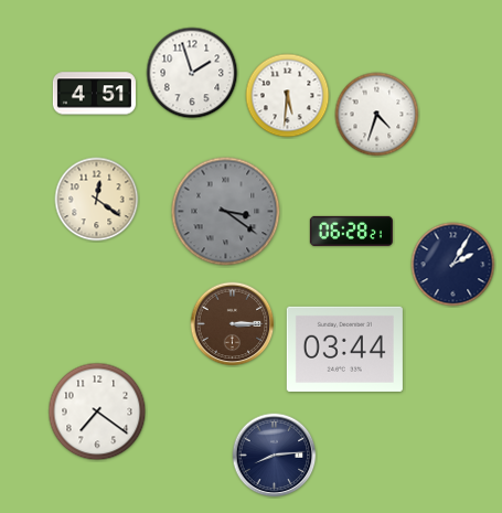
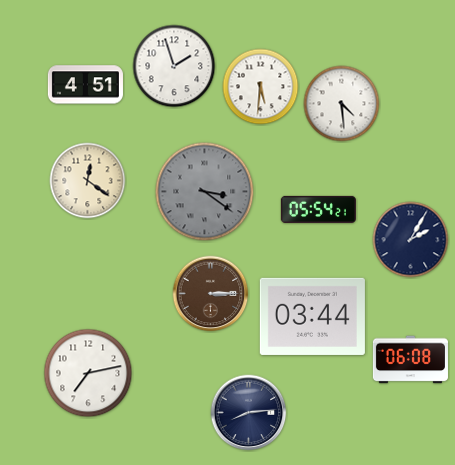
clock at (377, 115): 4:33 -> 4:29
clock at (351, 231): 06:28 -> 05:54
clock at (410, 360): none -> 06:08
clock at (97, 412): 7:21 -> 7:13
